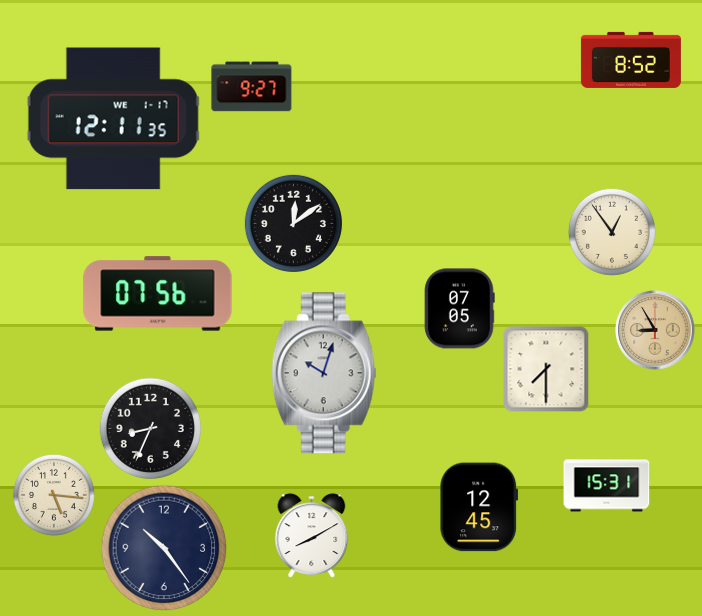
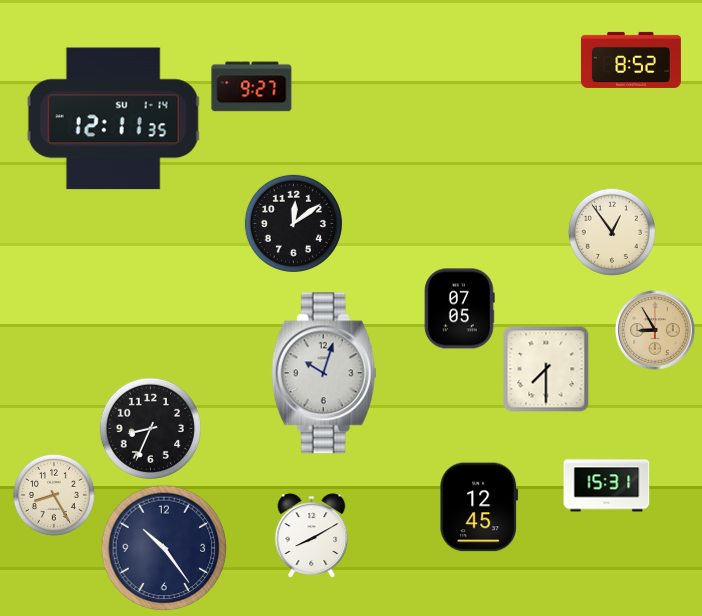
clock at (113, 119) date: WE 1-17 -> SU 1-14
clock at (158, 294): 07:56 -> none
clock at (54, 495): 5:16 -> 8:25
